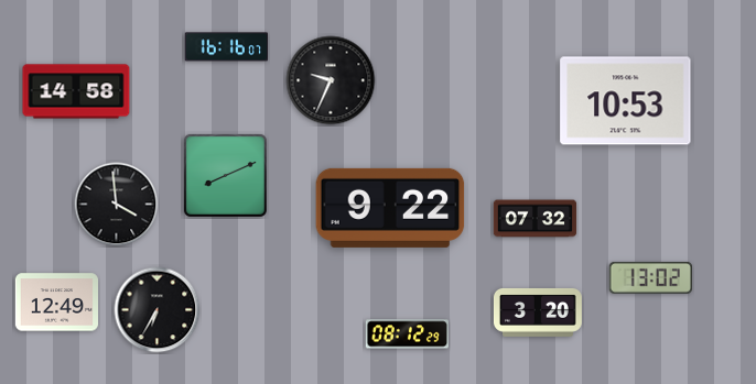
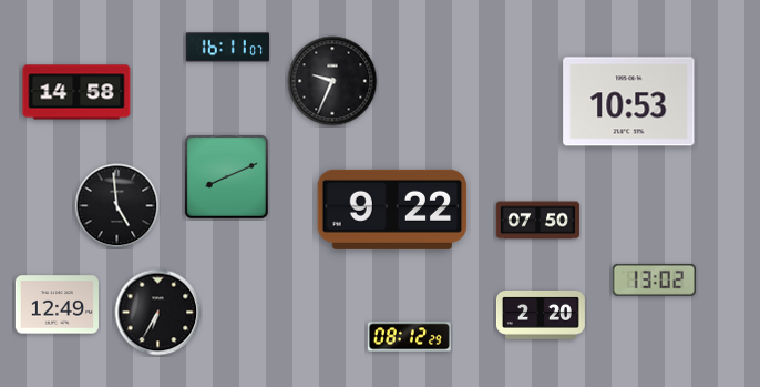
clock at (226, 47): 16:16 -> 16:11
clock at (117, 205): 3:59 -> 4:59
clock at (536, 219): 07:32 -> 07:50
clock at (538, 312): 3:20 -> 2:20
